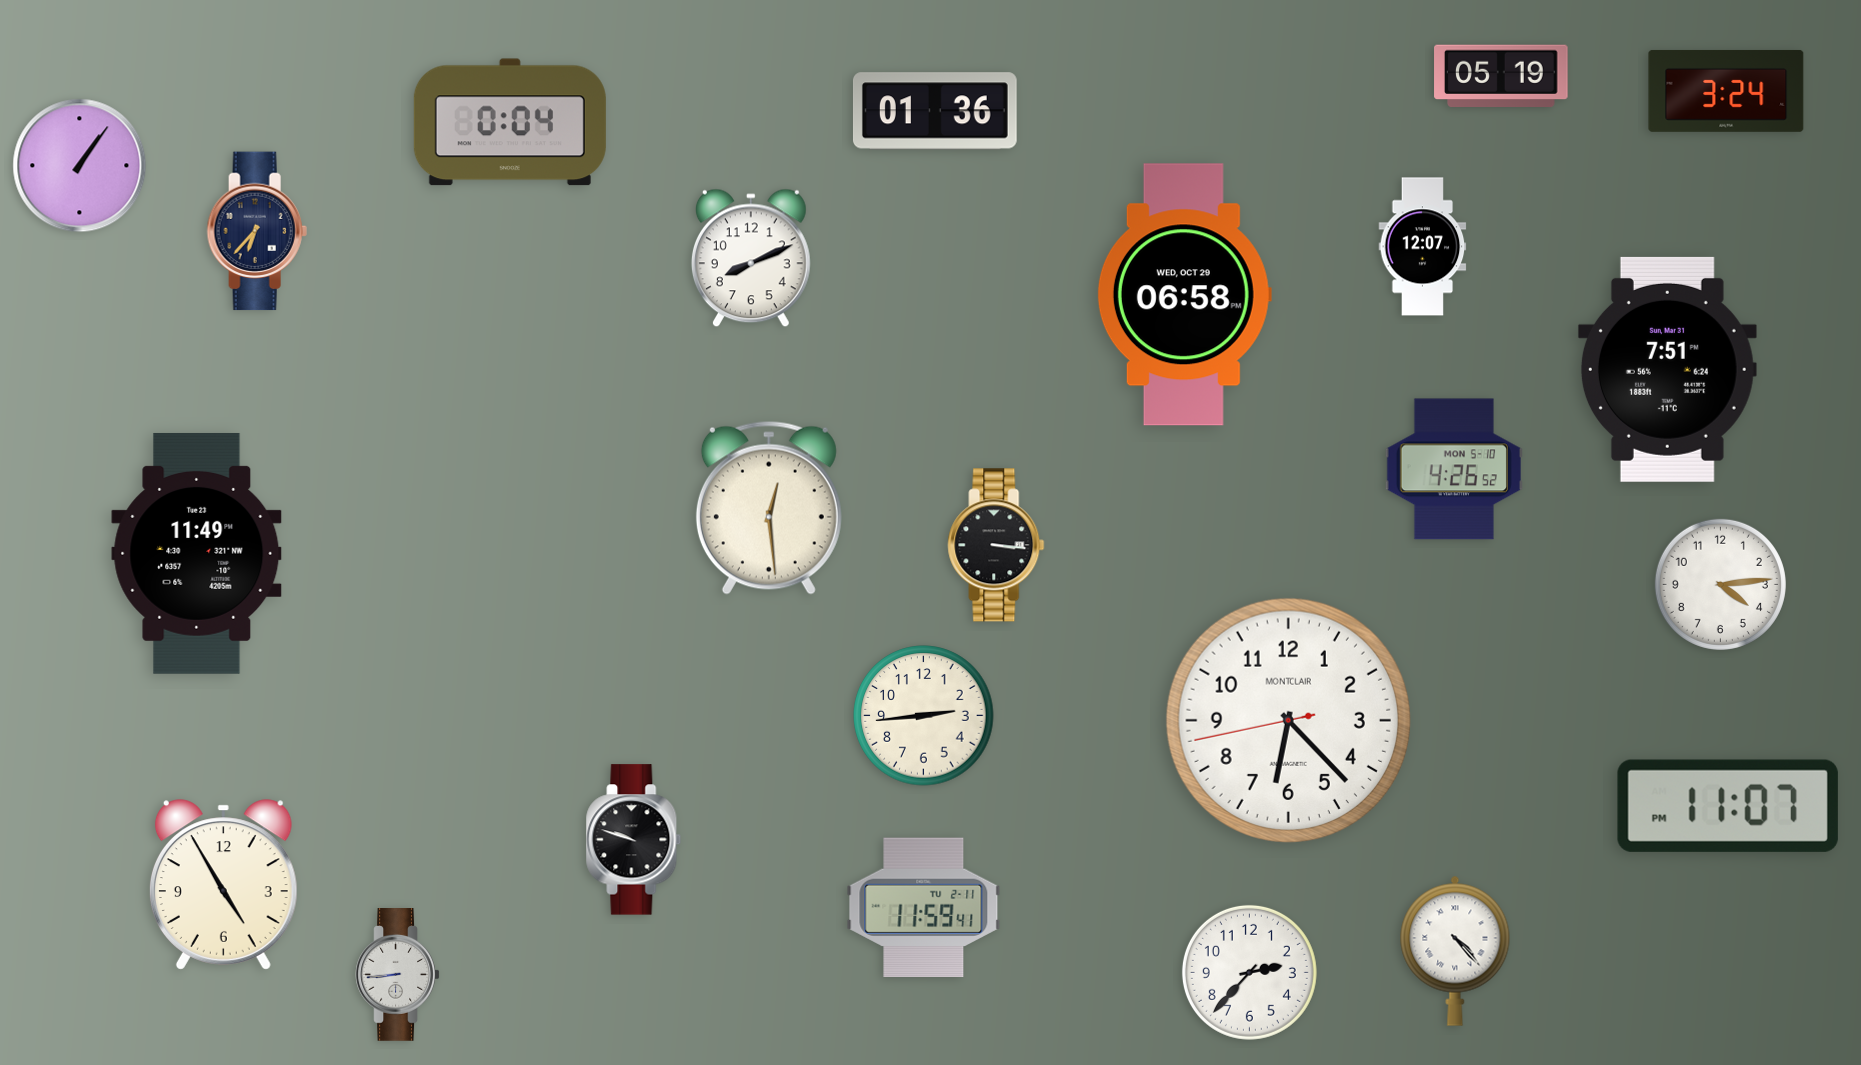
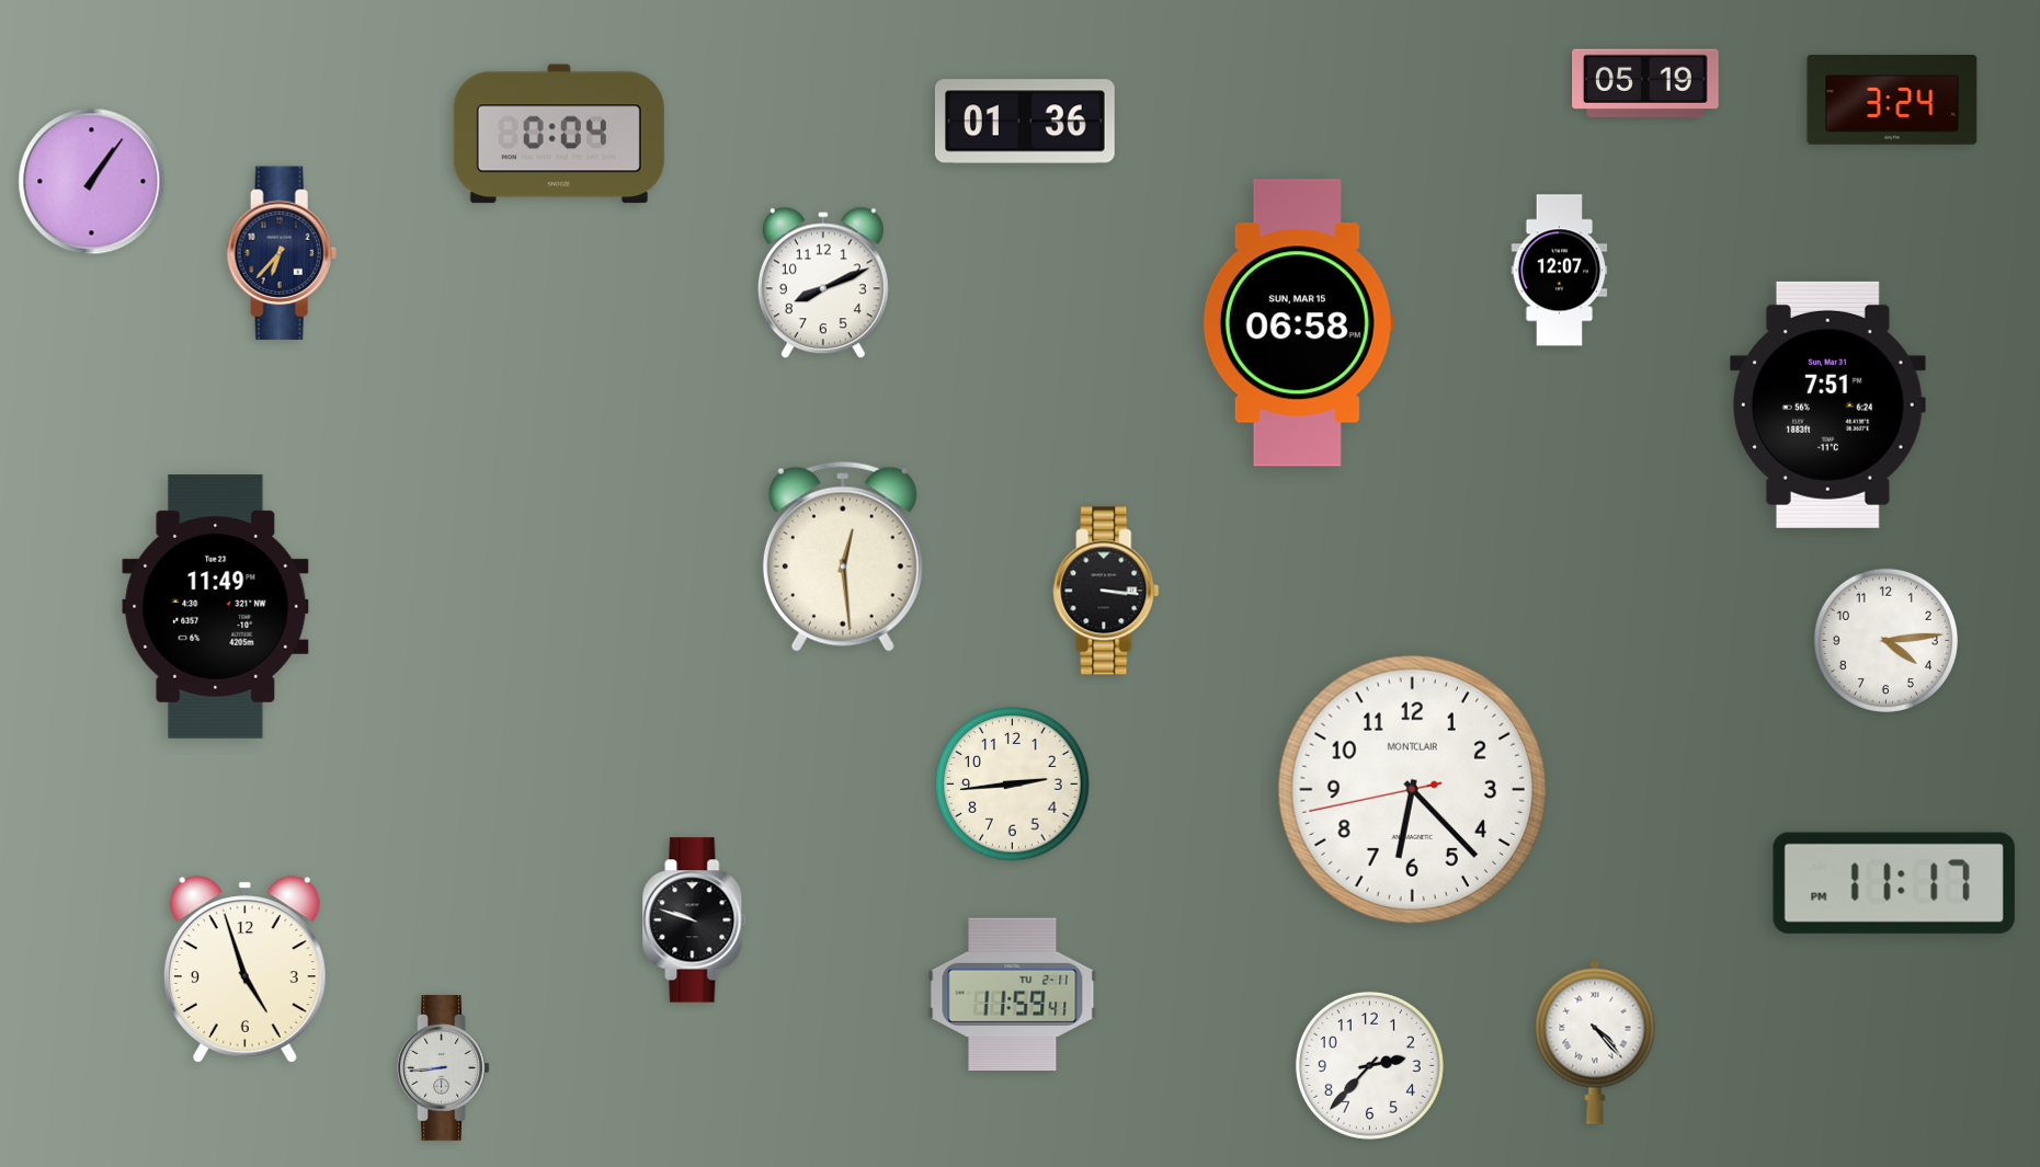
clock at (80, 166) position: (80, 166) -> (92, 182)
clock at (1184, 295) date: WED, OCT 29 -> SUN, MAR 15
clock at (1454, 469): 4:26 -> none
clock at (996, 545) position: (996, 545) -> (1106, 591)
clock at (1728, 806): 11:07 -> 11:17
clock at (223, 885): 4:55 -> 4:57
clock at (398, 975) position: (398, 975) -> (444, 1068)
